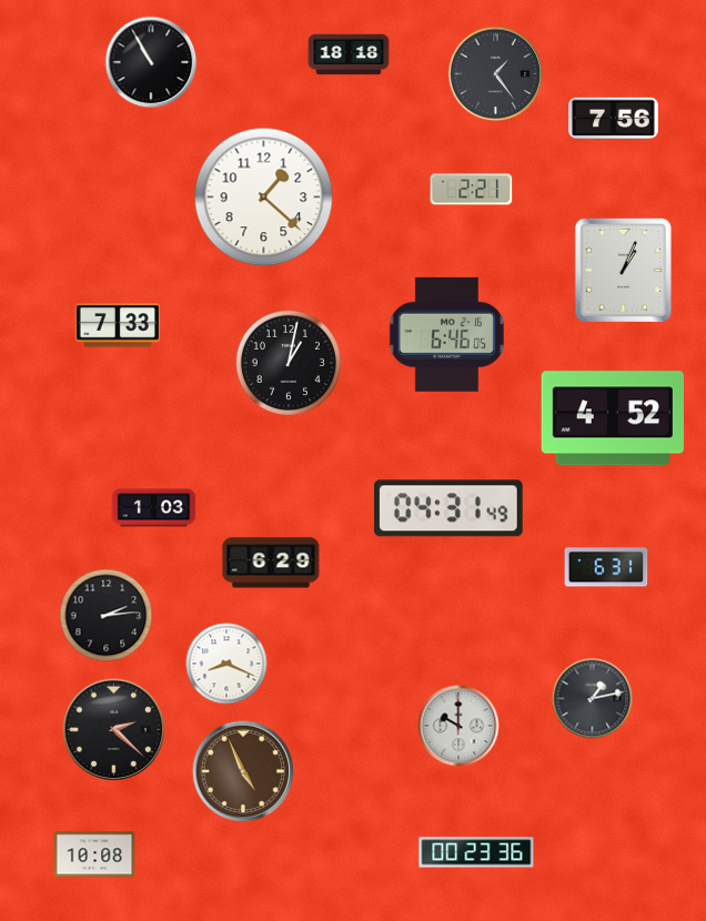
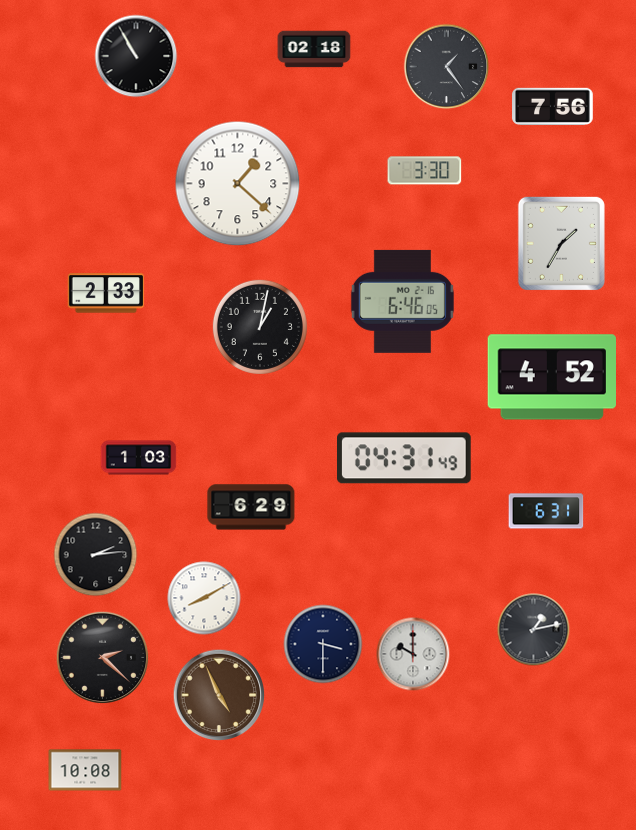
clock at (349, 54): 18:18 -> 02:18
clock at (472, 190): 2:21 -> 3:30
clock at (264, 198) position: (264, 198) -> (238, 184)
clock at (623, 270): 1:04 -> 1:35
clock at (118, 325): 7:33 -> 2:33
clock at (271, 563) position: (271, 563) -> (251, 507)
clock at (226, 664): 8:19 -> 8:10
clock at (323, 644): none -> 3:30
clock at (476, 852): 00:23 -> none
